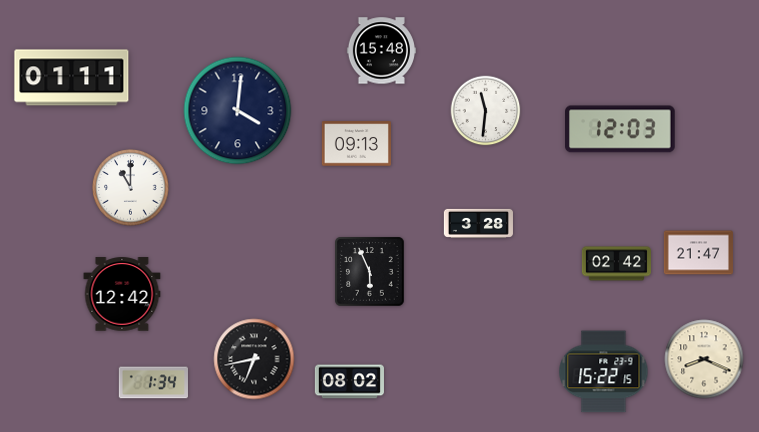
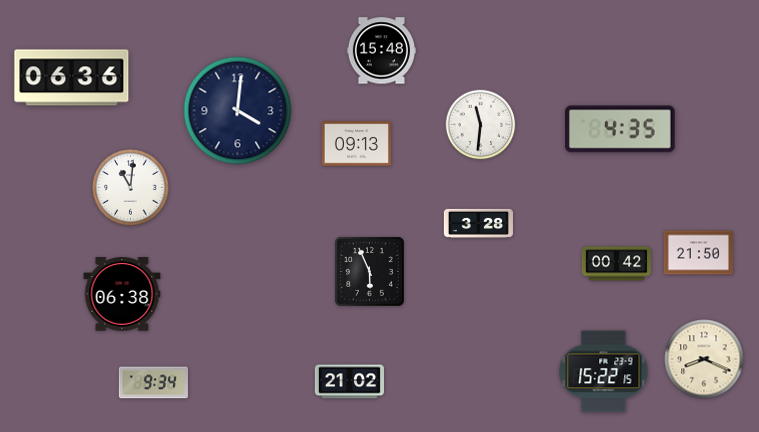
clock at (72, 78): 01:11 -> 06:36
clock at (486, 111) position: (486, 111) -> (481, 125)
clock at (621, 129): 12:03 -> 4:35
clock at (131, 188): 11:00 -> 11:01
clock at (698, 253): 21:47 -> 21:50
clock at (616, 264): 02:42 -> 00:42
clock at (122, 294): 12:42 -> 06:38
clock at (254, 359): 6:43 -> none
clock at (349, 382): 08:02 -> 21:02
clock at (153, 383): 1:34 -> 9:34
